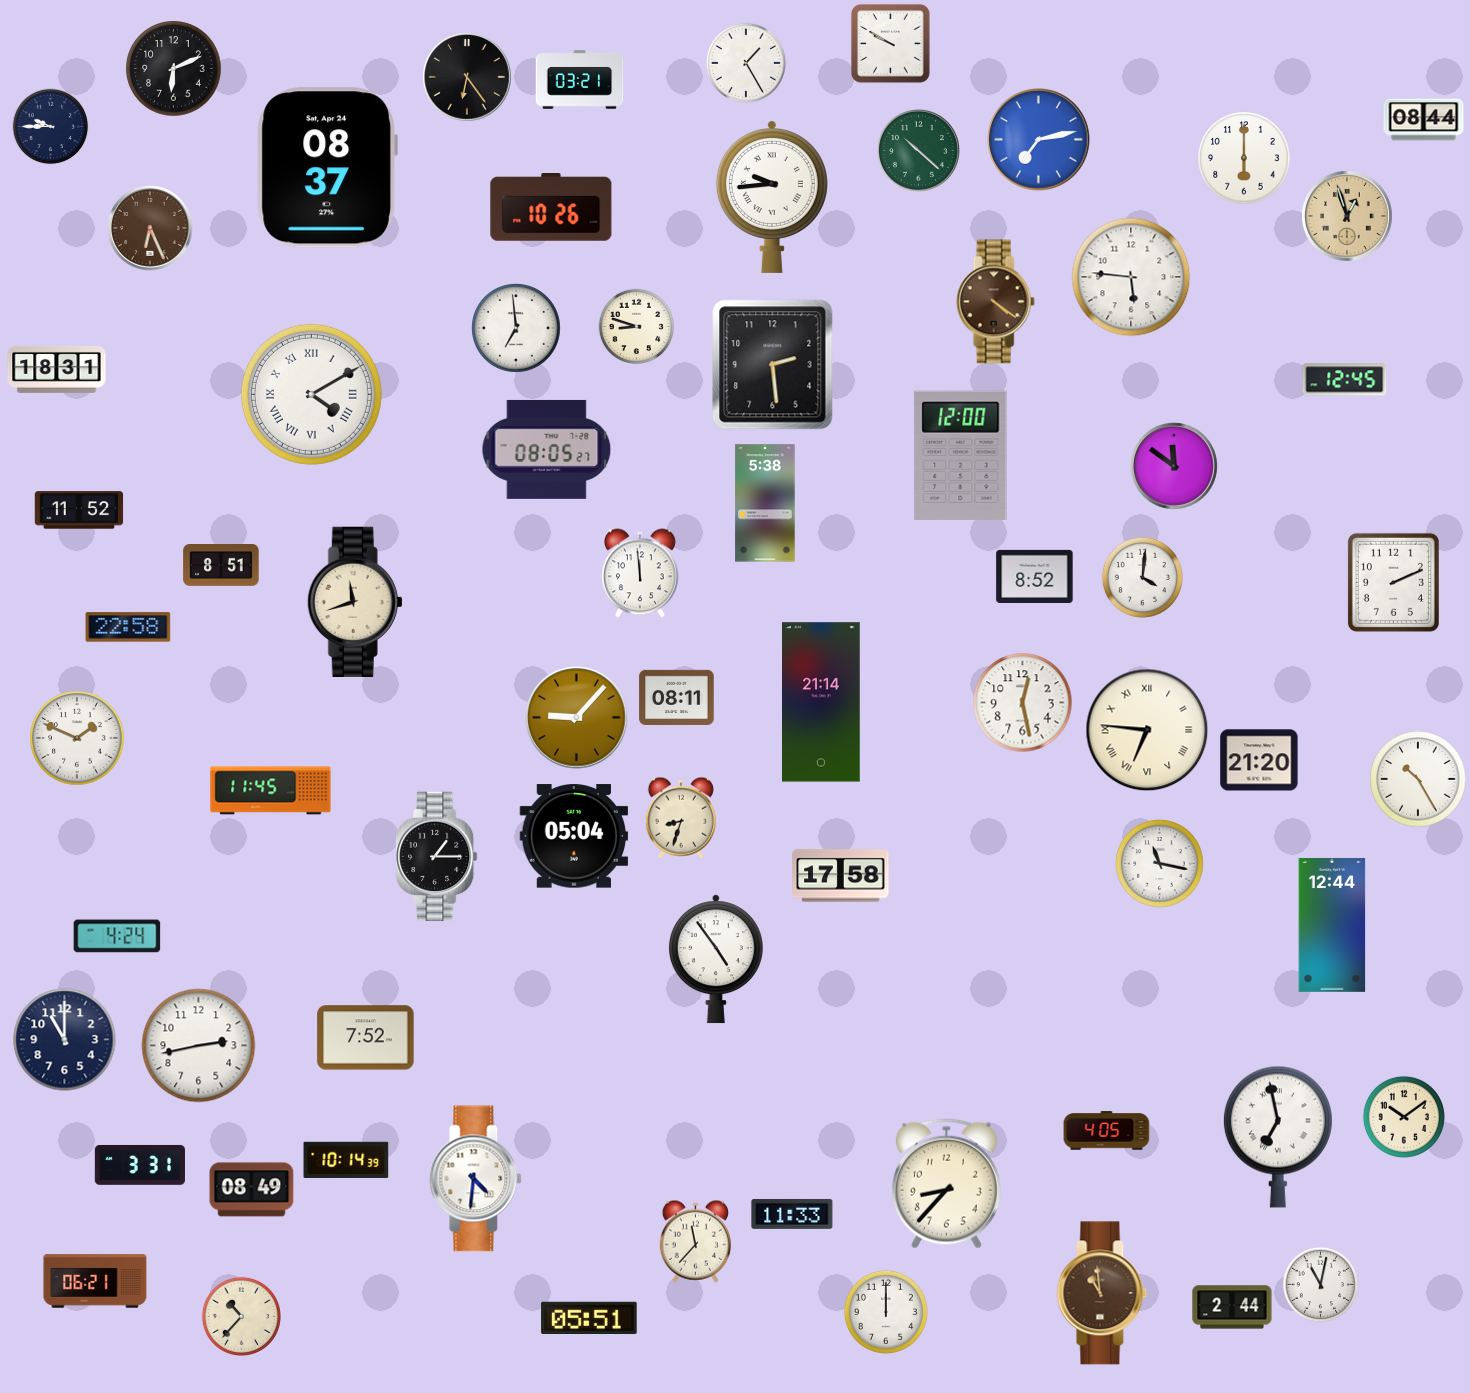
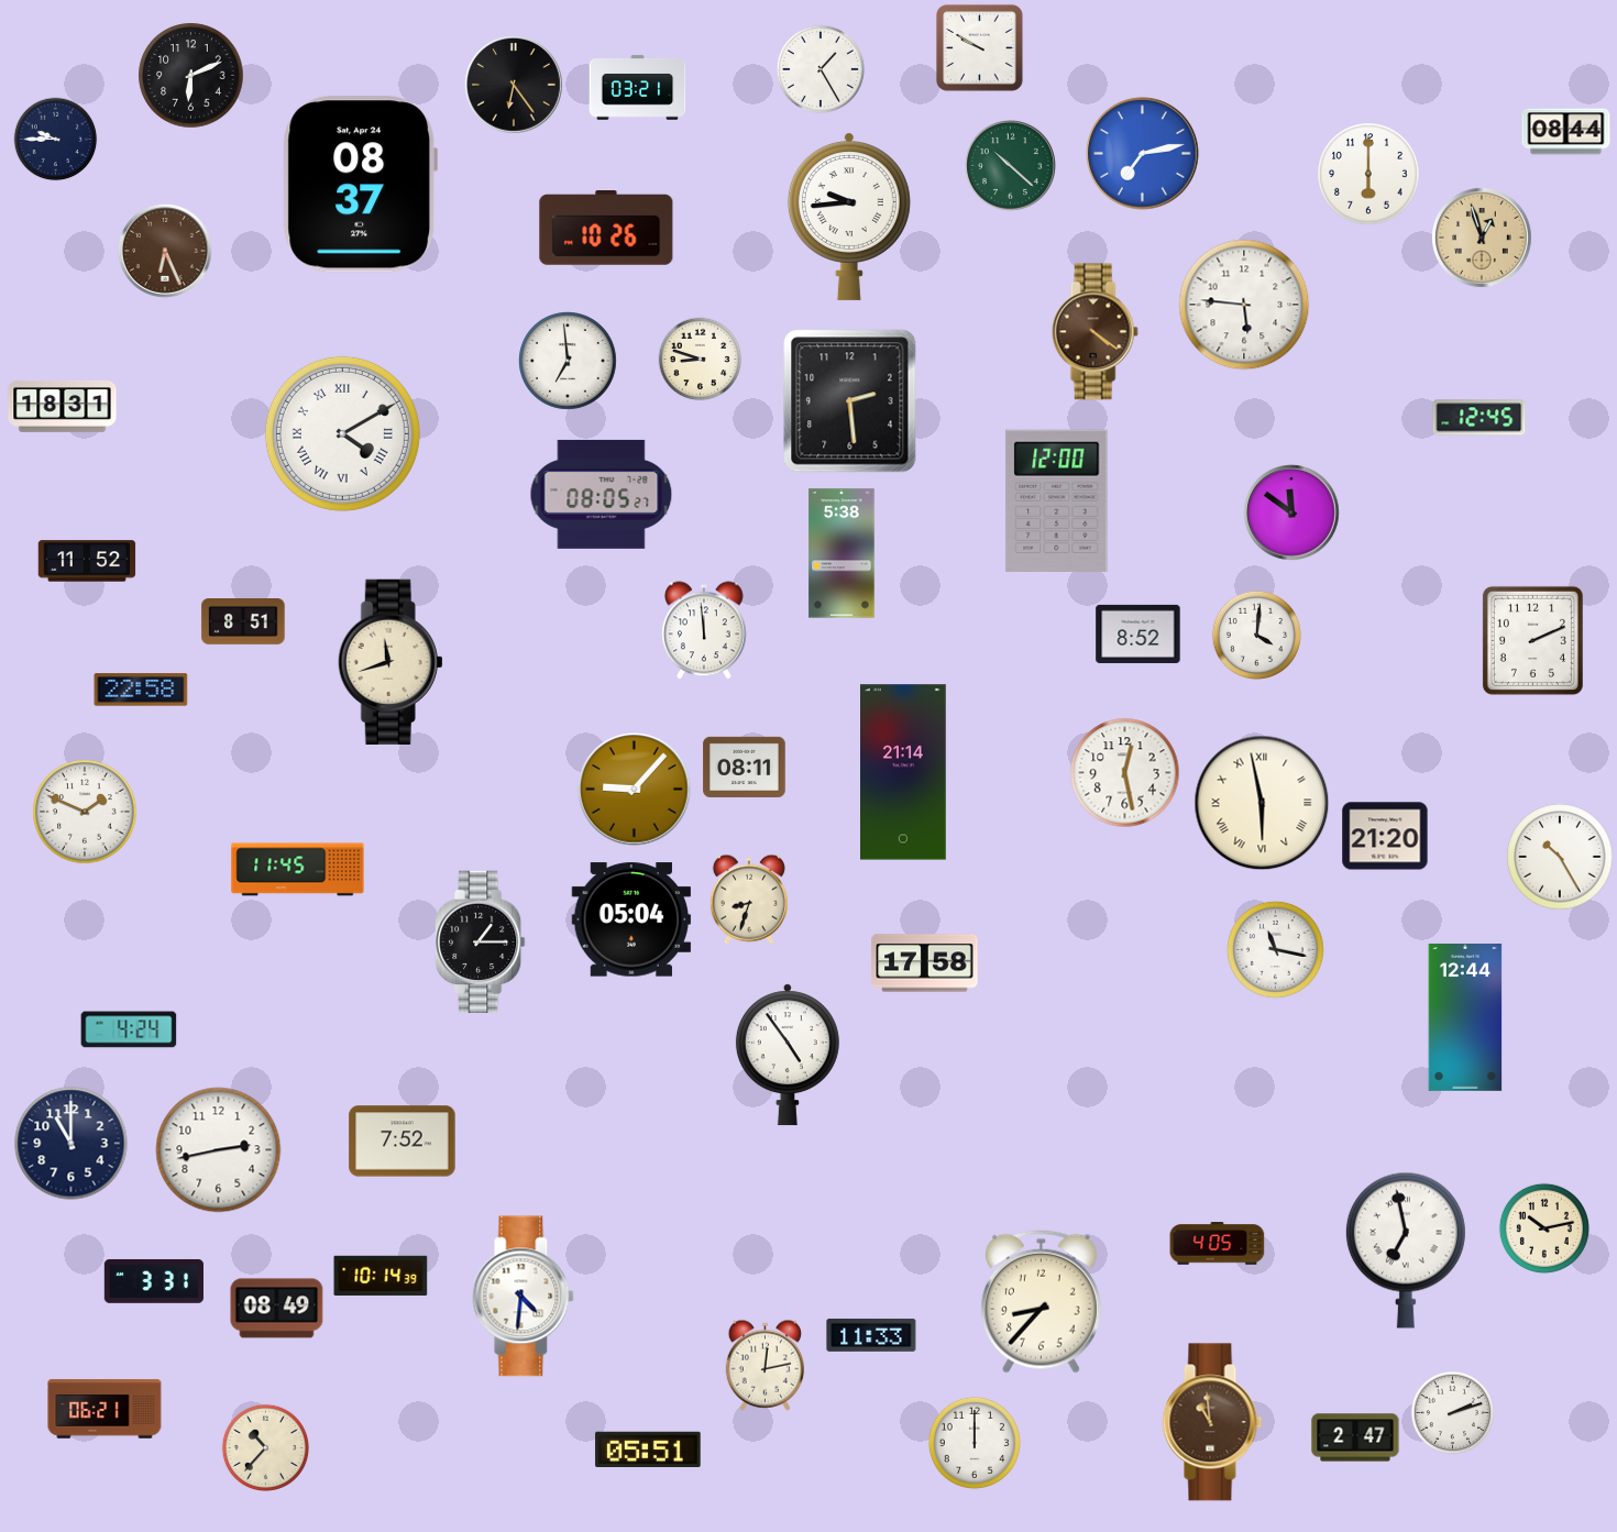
clock at (1147, 730): 6:46 -> 5:58
clock at (1404, 1117): 10:09 -> 10:13
clock at (695, 1241): 11:37 -> 12:13
clock at (1321, 1285): 11:02 -> 2:12
clock at (1232, 1307): 2:44 -> 2:47
